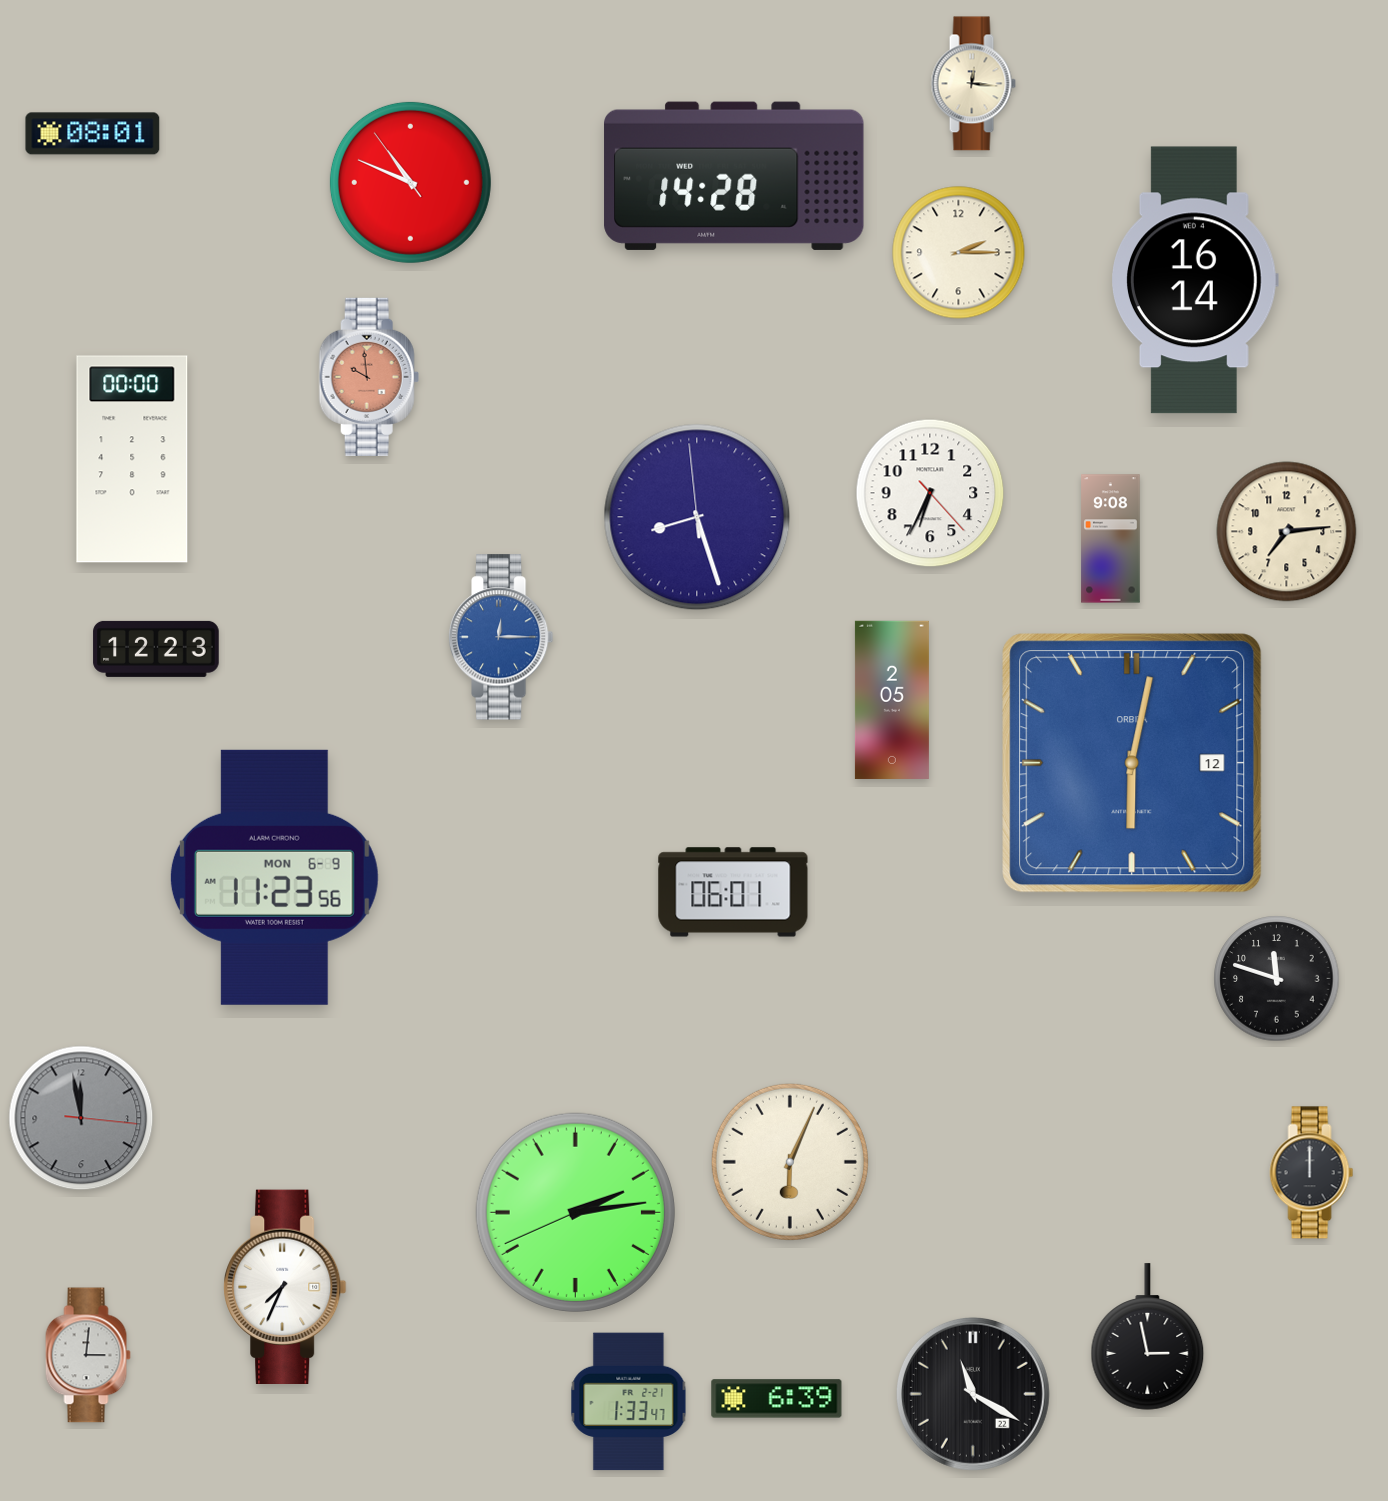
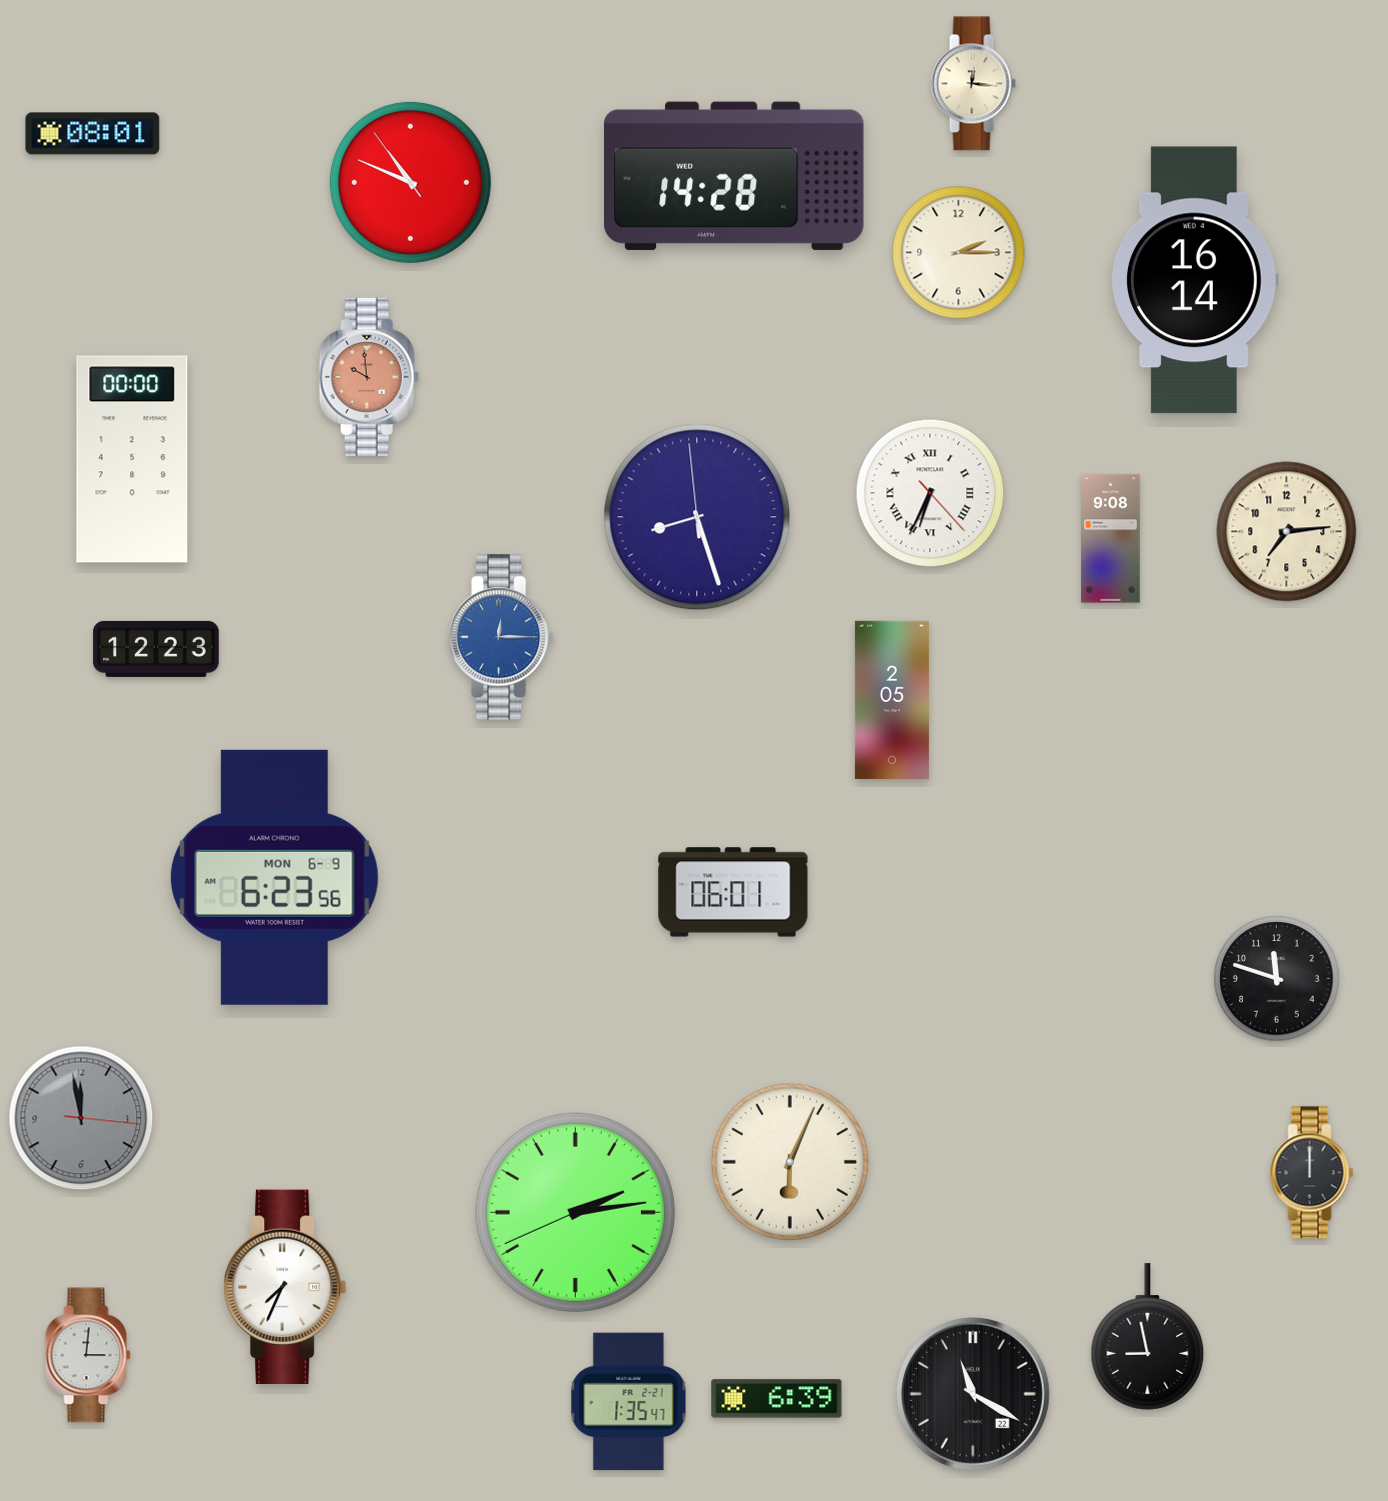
clock at (930, 493) numerals: Arabic -> Roman
clock at (1132, 763): 6:02 -> none
clock at (274, 877): 11:23 -> 6:23
clock at (1148, 1337): 2:58 -> 8:58
clock at (629, 1402): 1:33 -> 1:35
